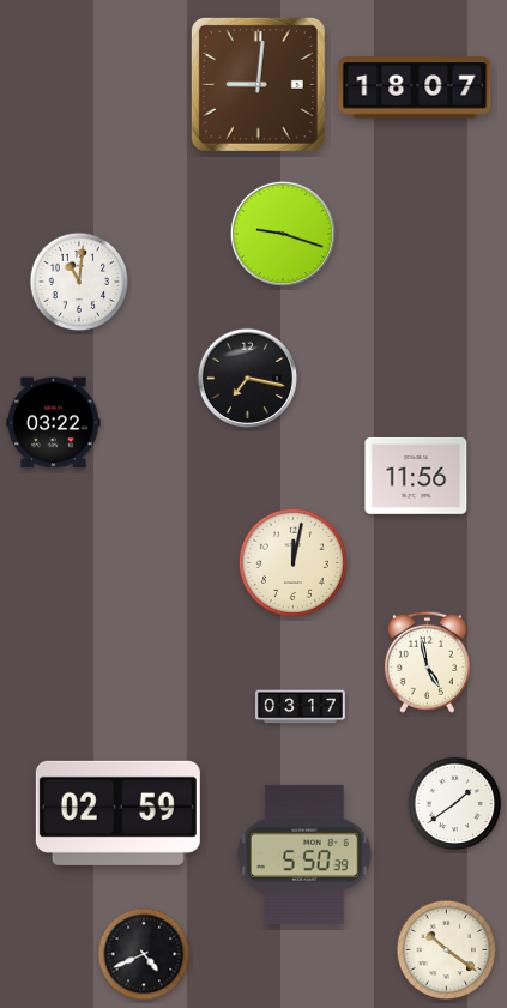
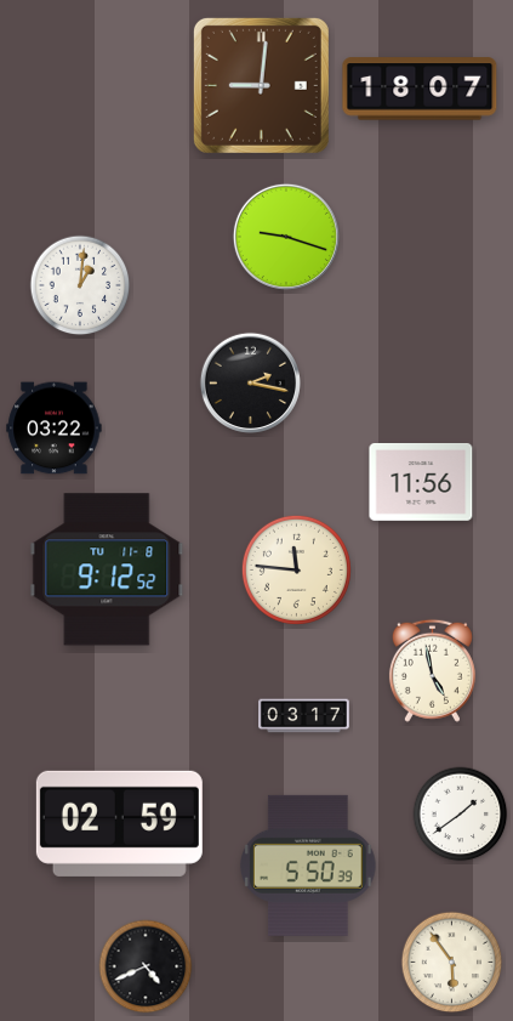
clock at (79, 282): 11:01 -> 1:01
clock at (247, 378): 7:17 -> 2:17
clock at (107, 569): none -> 9:12
clock at (292, 562): 12:02 -> 11:46
clock at (447, 950): 10:21 -> 5:54
